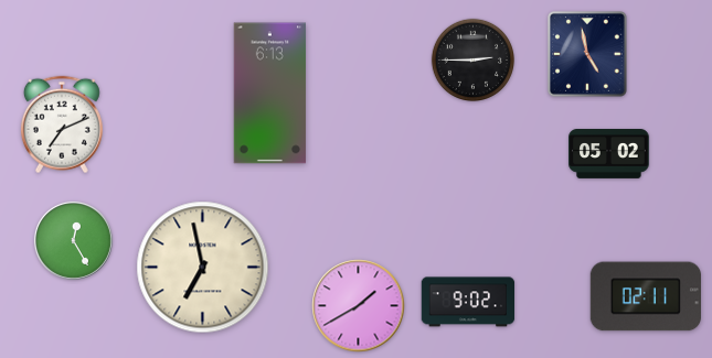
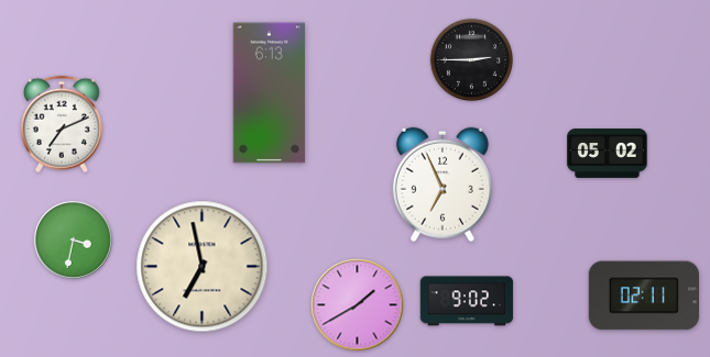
clock at (587, 55): 4:58 -> none
clock at (443, 185): none -> 6:56
clock at (73, 240): 12:25 -> 3:32
